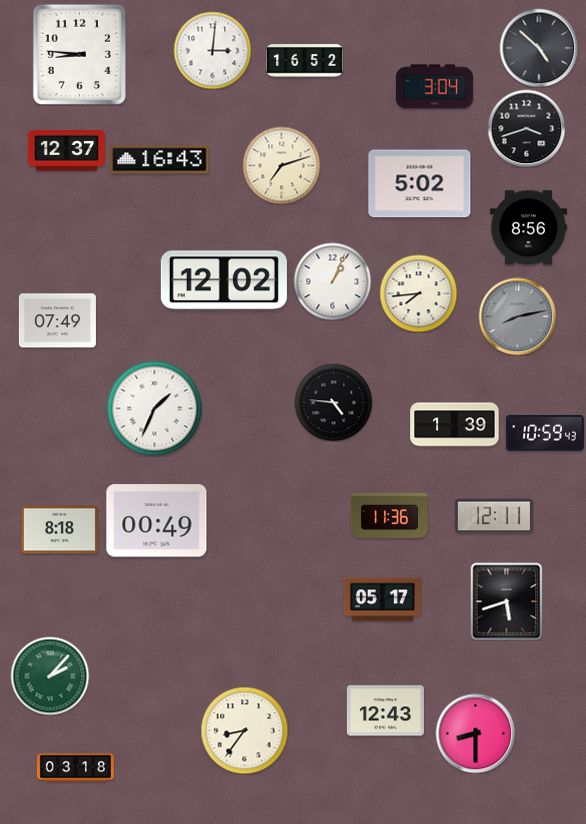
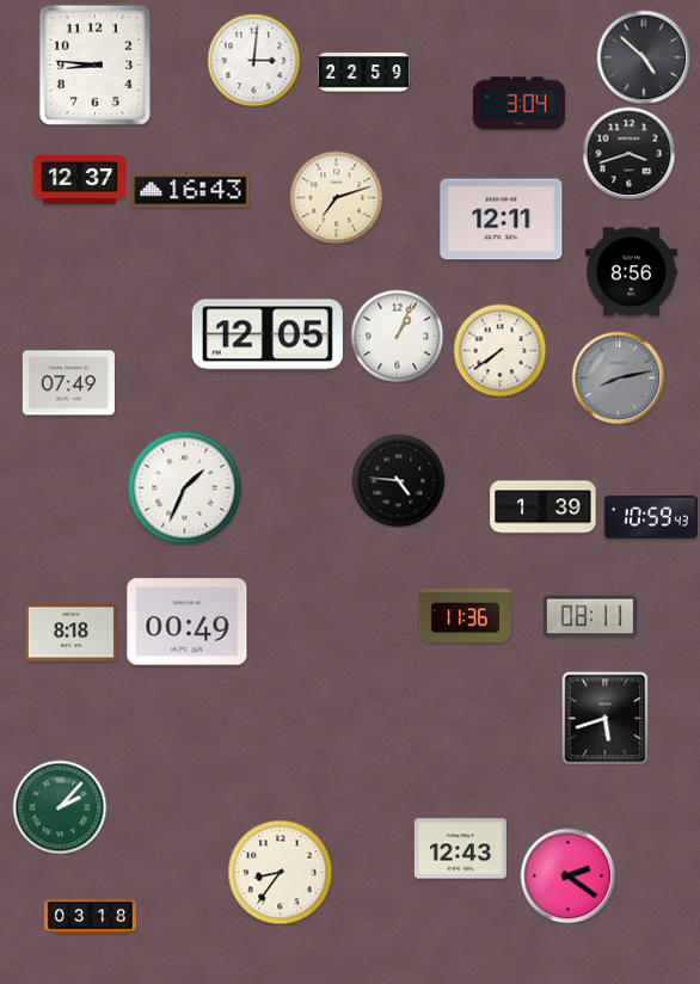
clock at (304, 61): 16:52 -> 22:59
clock at (420, 184): 5:02 -> 12:11
clock at (224, 280): 12:02 -> 12:05
clock at (418, 293): 7:44 -> 7:39
clock at (494, 516): 12:11 -> 08:11
clock at (382, 600): 05:17 -> none
clock at (244, 730) position: (244, 730) -> (280, 872)
clock at (475, 733): 8:30 -> 2:21
